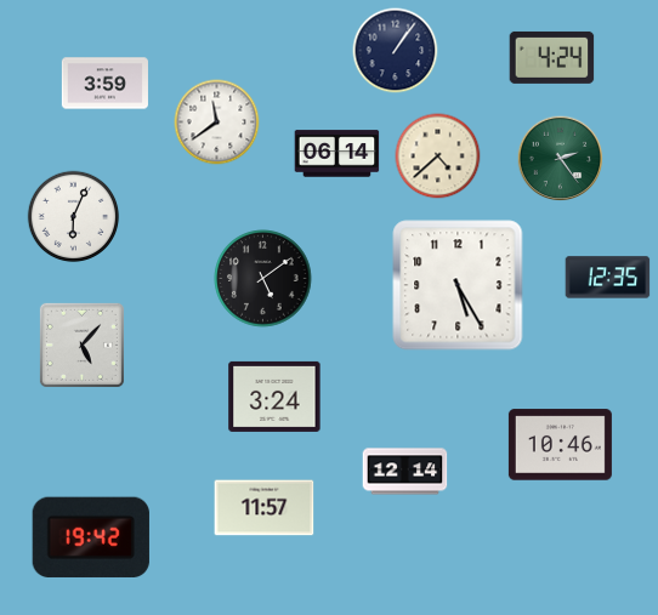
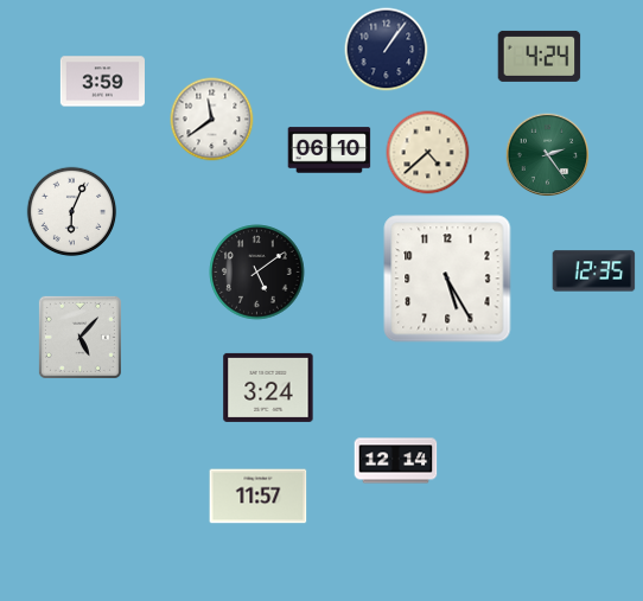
clock at (337, 154): 06:14 -> 06:10
clock at (560, 445): 10:46 -> none
clock at (91, 537): 19:42 -> none
